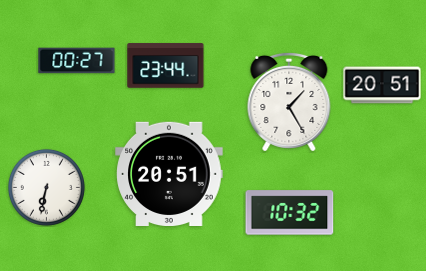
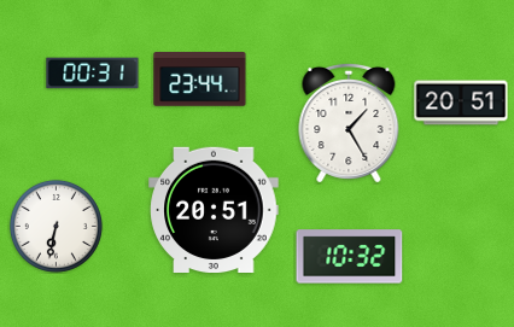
clock at (77, 61): 00:27 -> 00:31
clock at (169, 173) position: (169, 173) -> (214, 209)
